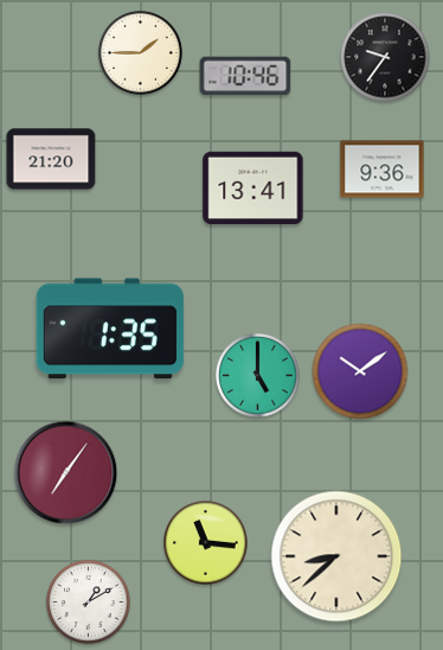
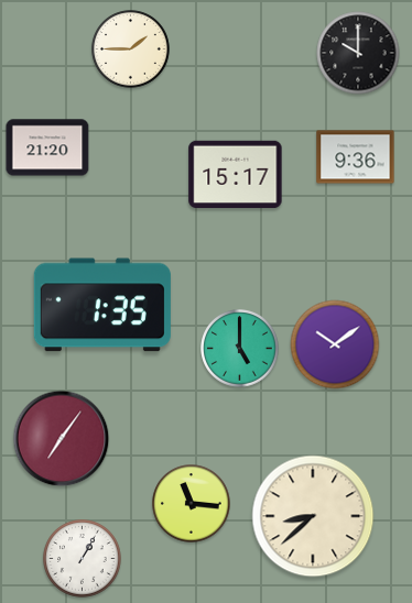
clock at (385, 57): 9:36 -> 10:00
clock at (245, 76): 10:46 -> none
clock at (253, 189): 13:41 -> 15:17
clock at (89, 603): 1:10 -> 1:05
